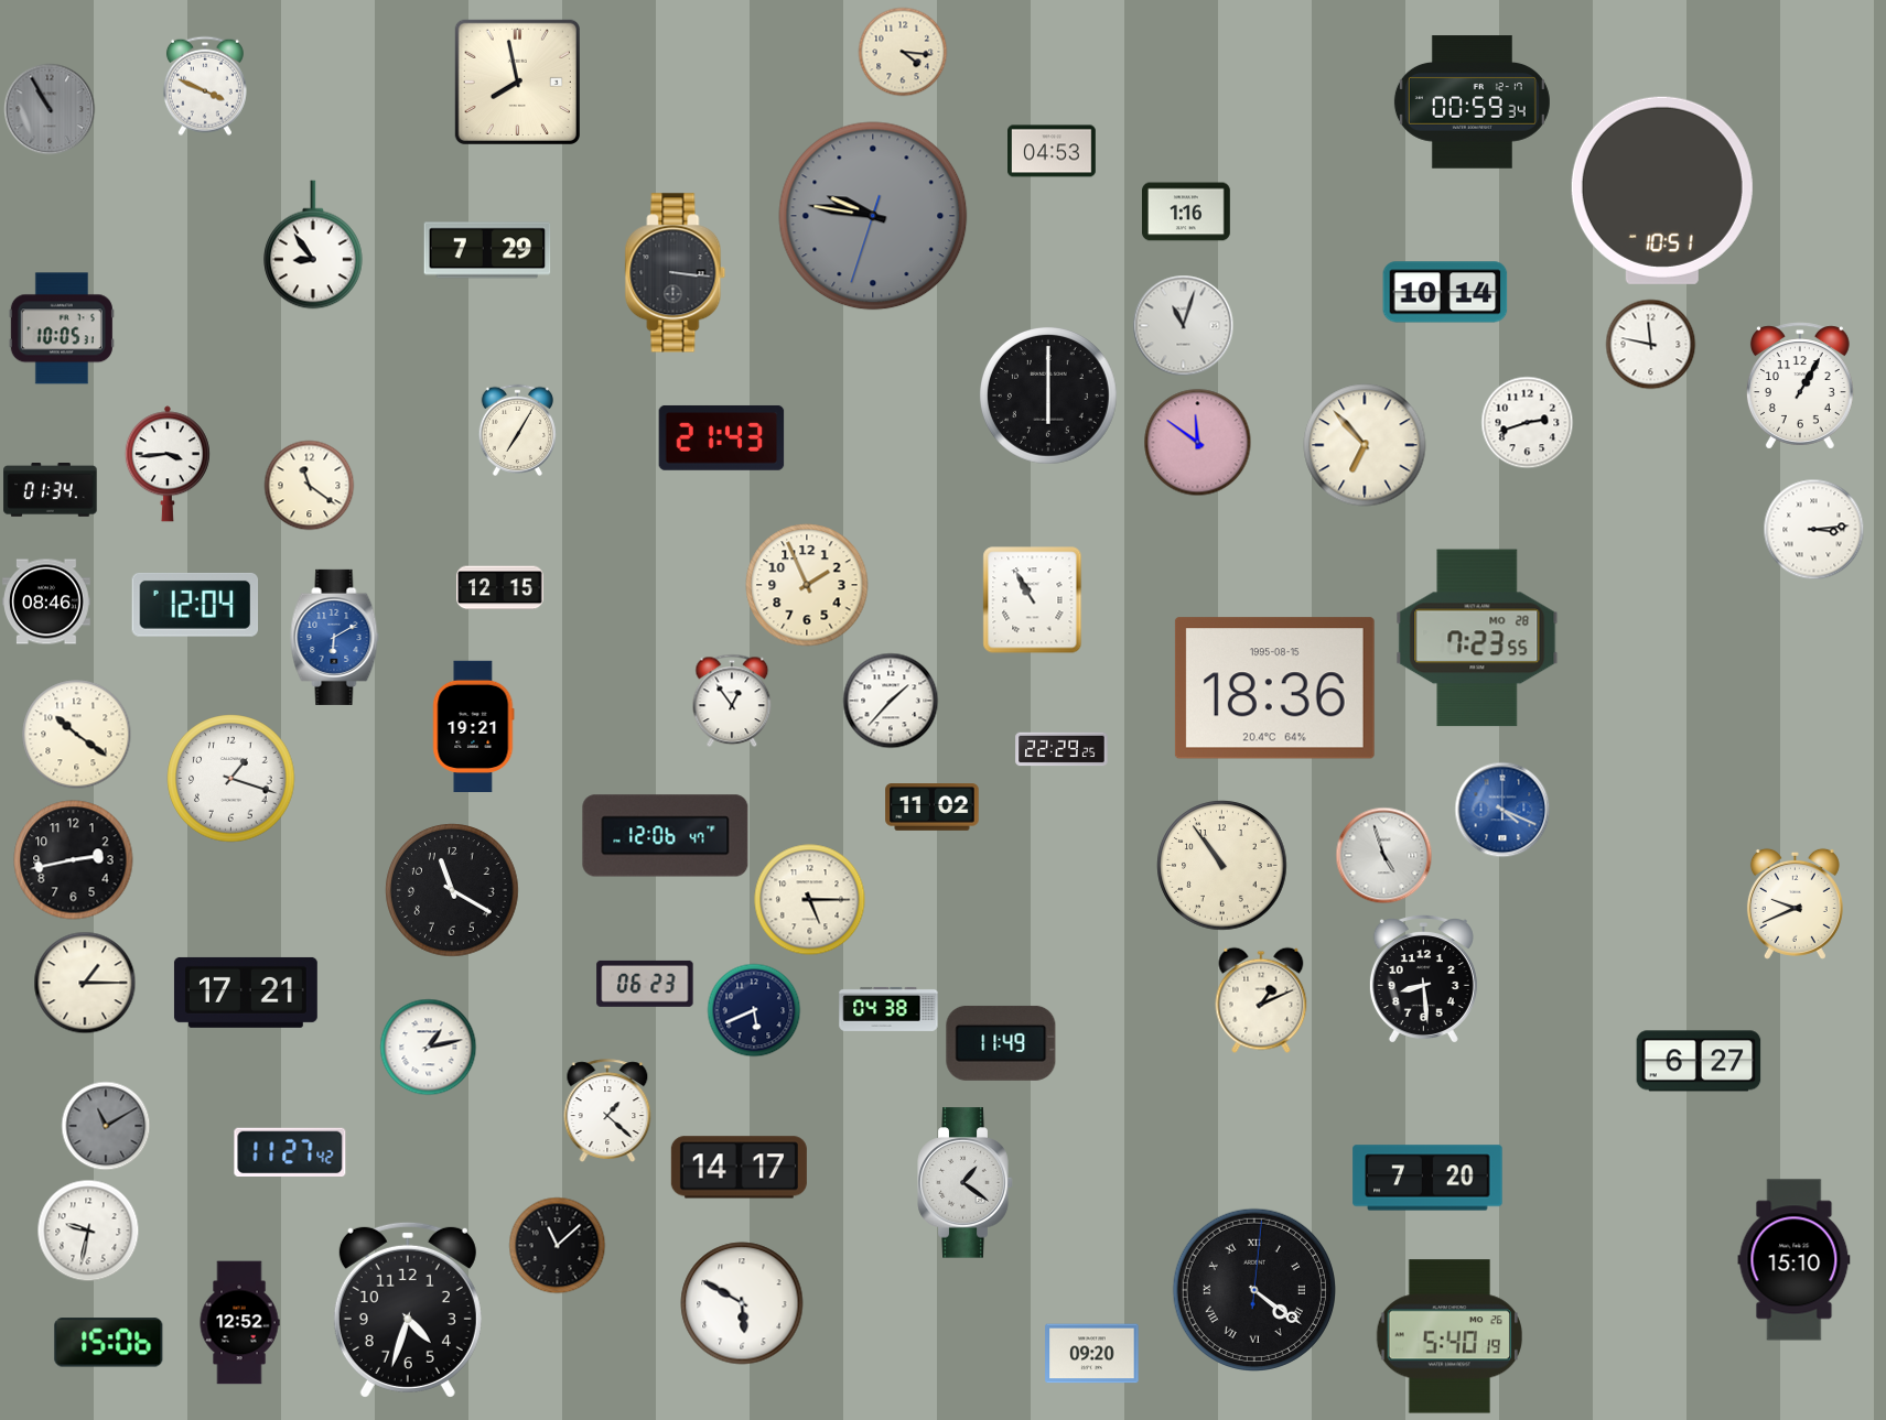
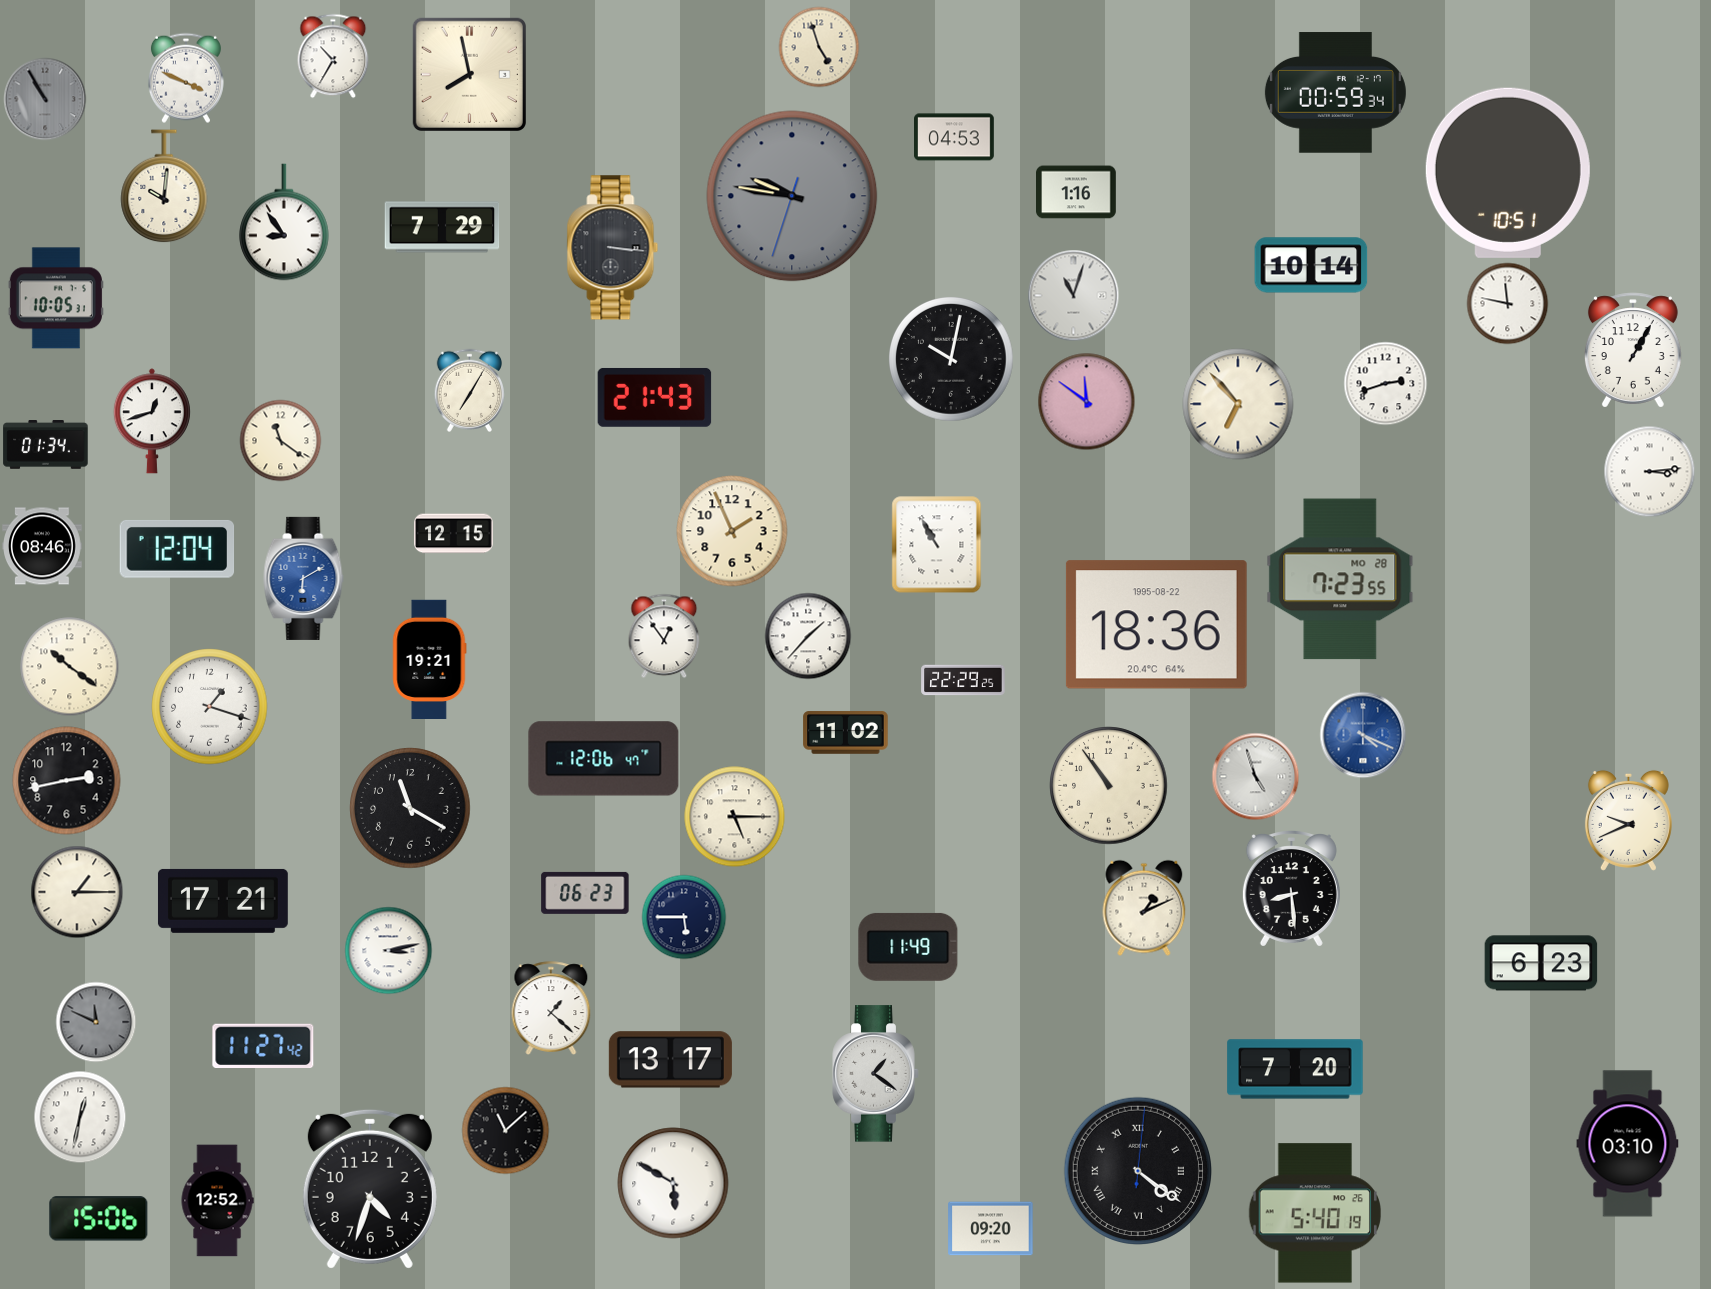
clock at (903, 52): 4:16 -> 4:57
clock at (333, 56): none -> 10:35
clock at (164, 186): none -> 10:01
clock at (1650, 344) position: (1650, 344) -> (1507, 303)
clock at (1049, 397): 6:00 -> 10:02
clock at (168, 464): 3:44 -> 12:42
clock at (1813, 529) position: (1813, 529) -> (1649, 471)
clock at (1274, 689) date: 1995-08-15 -> 1995-08-22
clock at (888, 1009): 04:38 -> none
clock at (754, 1010): 5:41 -> 5:45
clock at (428, 1047): 1:13 -> 3:13
clock at (1699, 1061): 6:27 -> 6:23
clock at (106, 1126): 11:10 -> 11:49
clock at (739, 1168): 14:17 -> 13:17
clock at (88, 1231): 9:32 -> 12:32
clock at (1795, 1260): 15:10 -> 03:10
